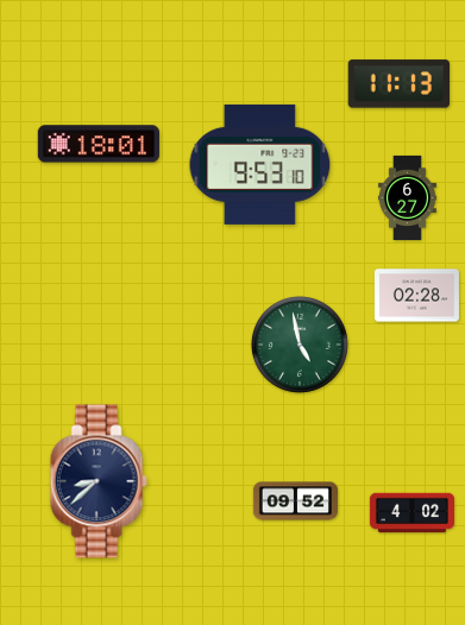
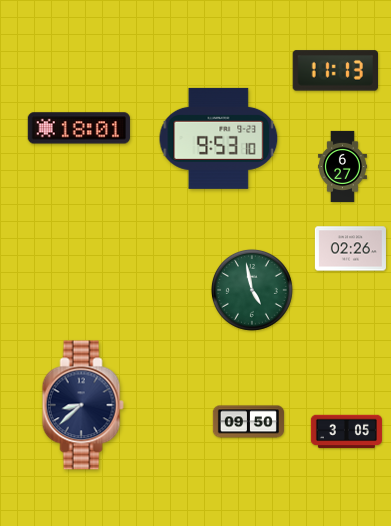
clock at (99, 144) position: (99, 144) -> (79, 128)
clock at (416, 296): 02:28 -> 02:26
clock at (295, 501): 09:52 -> 09:50
clock at (411, 513): 4:02 -> 3:05
